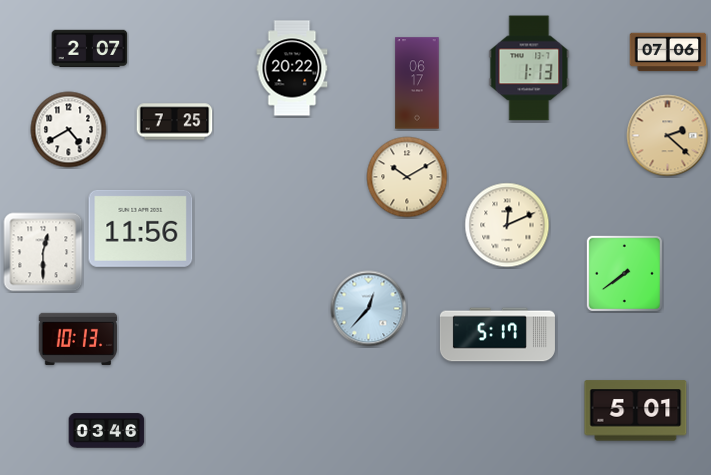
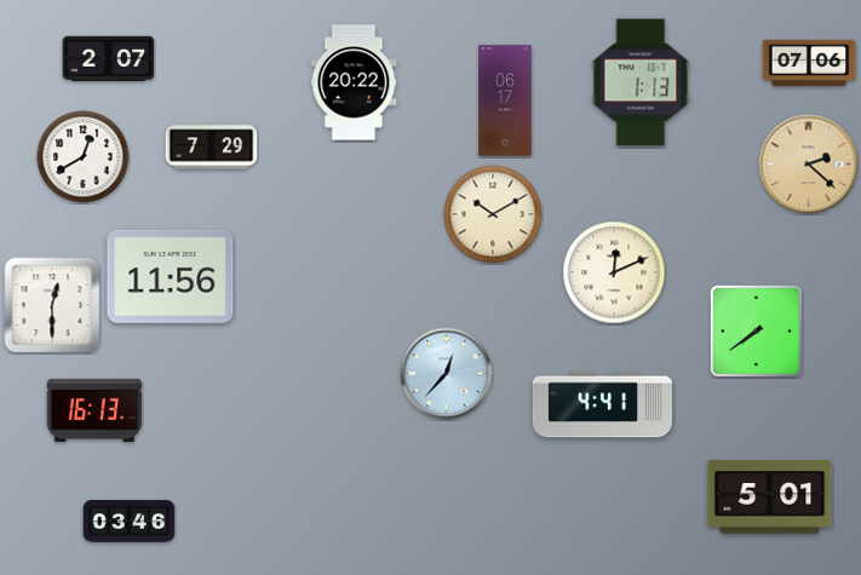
clock at (175, 122): 7:25 -> 7:29
clock at (69, 130): 4:40 -> 12:40
clock at (497, 335): 5:17 -> 4:41
clock at (78, 339): 10:13 -> 16:13
